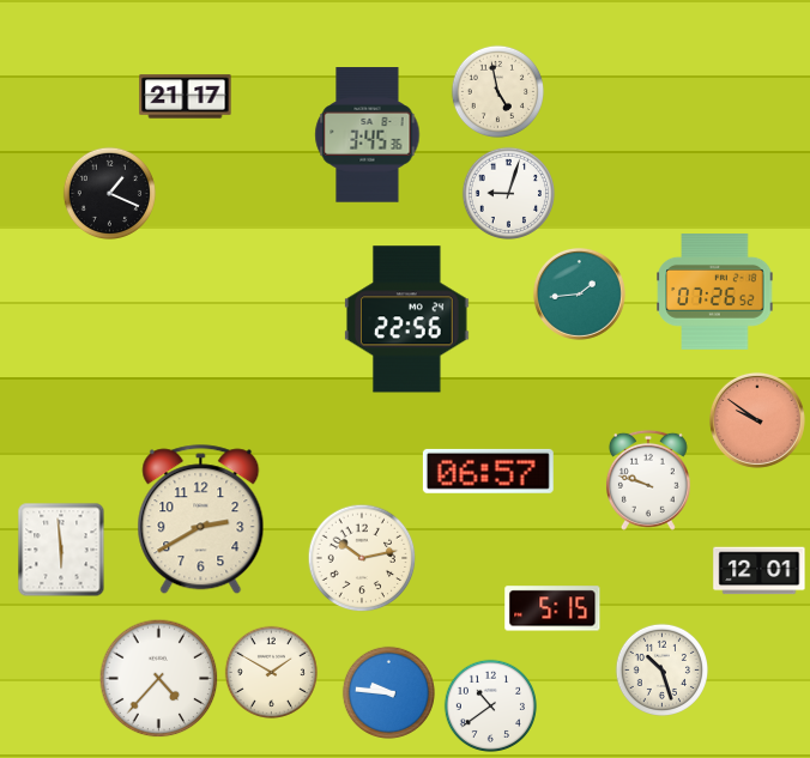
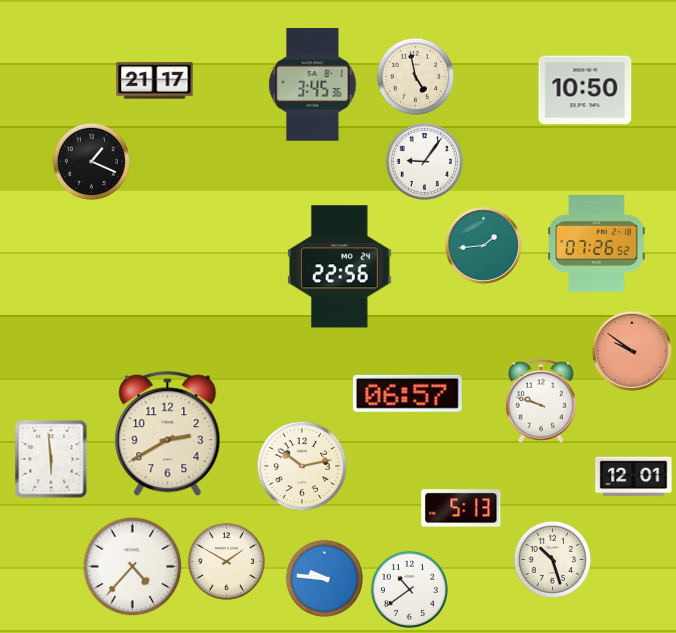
clock at (585, 90): none -> 10:50
clock at (368, 135) position: (368, 135) -> (313, 85)
clock at (508, 193): 9:03 -> 9:06
clock at (552, 608): 5:15 -> 5:13
